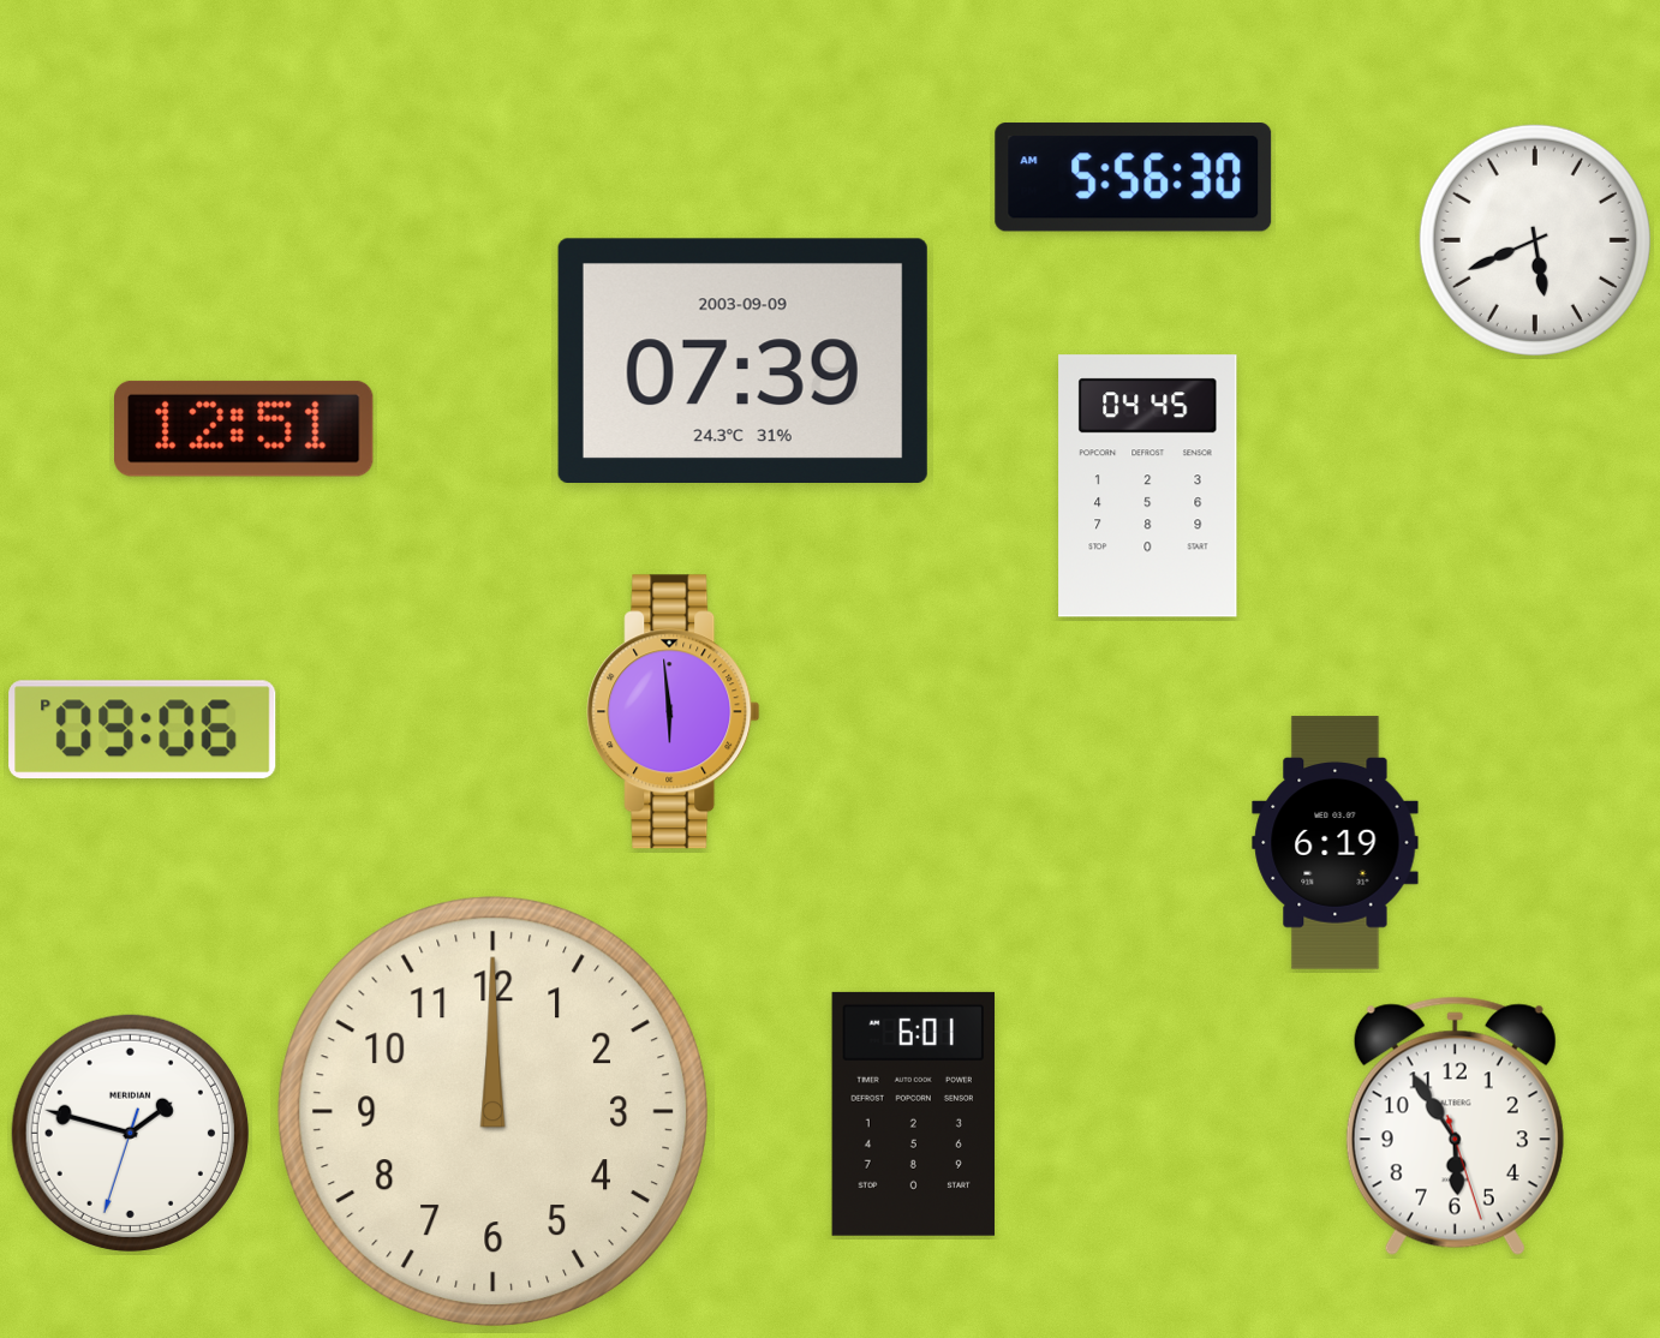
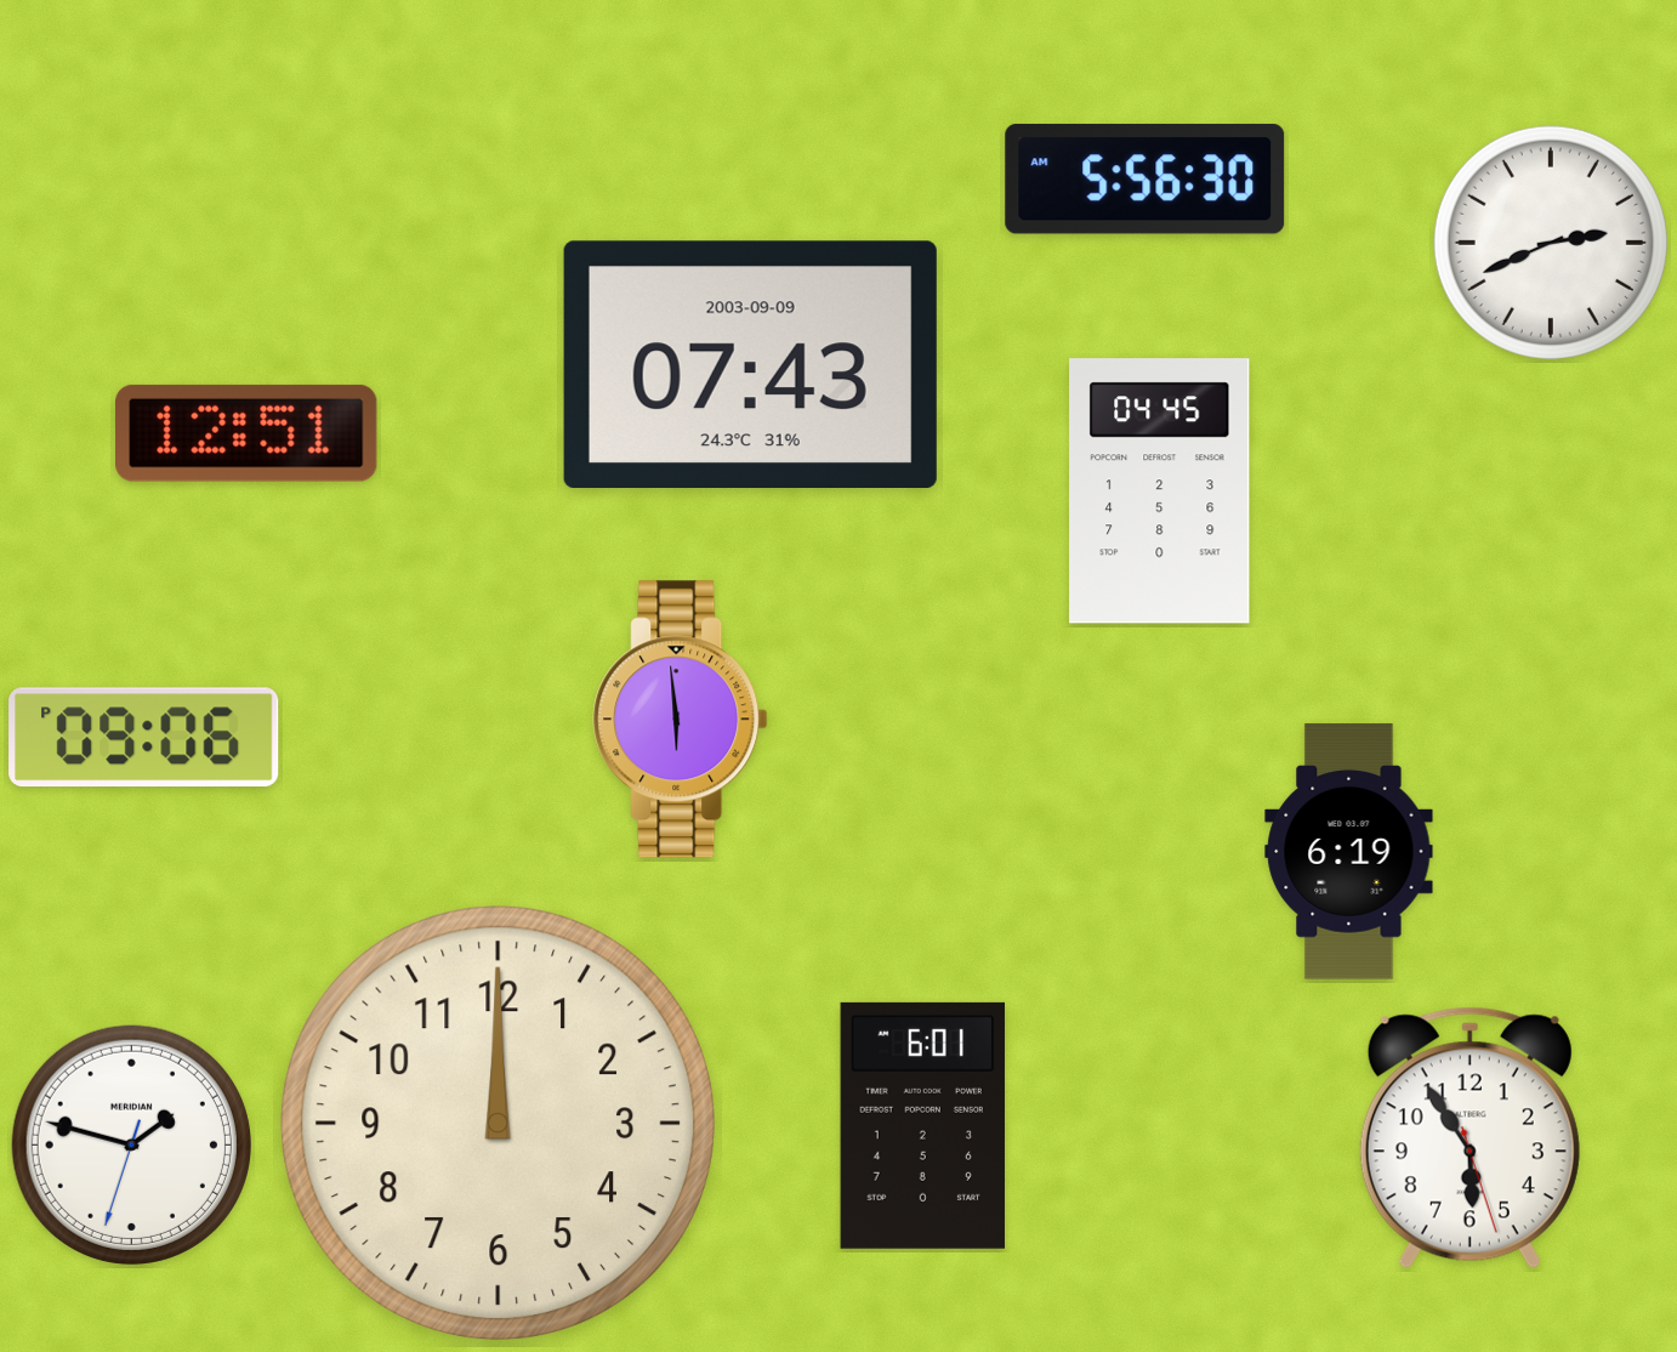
clock at (1535, 240): 5:41 -> 2:41
clock at (742, 360): 07:39 -> 07:43
